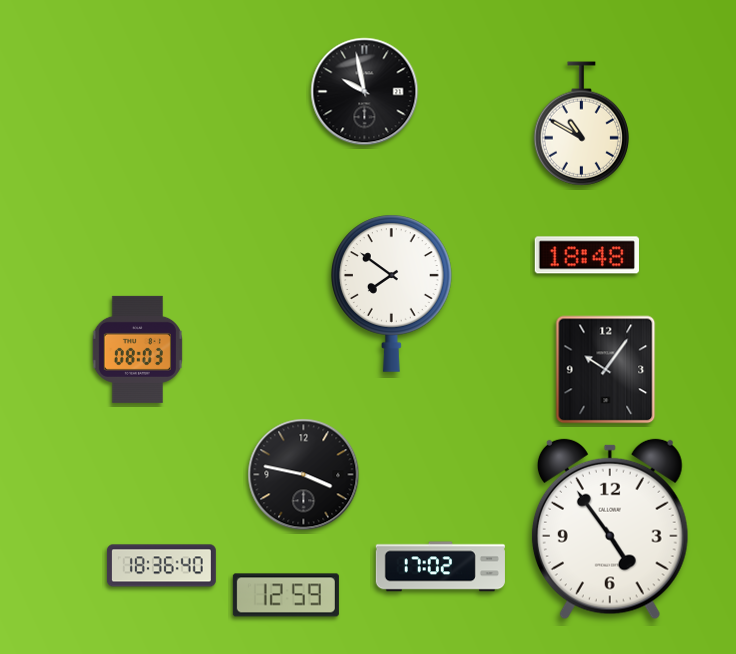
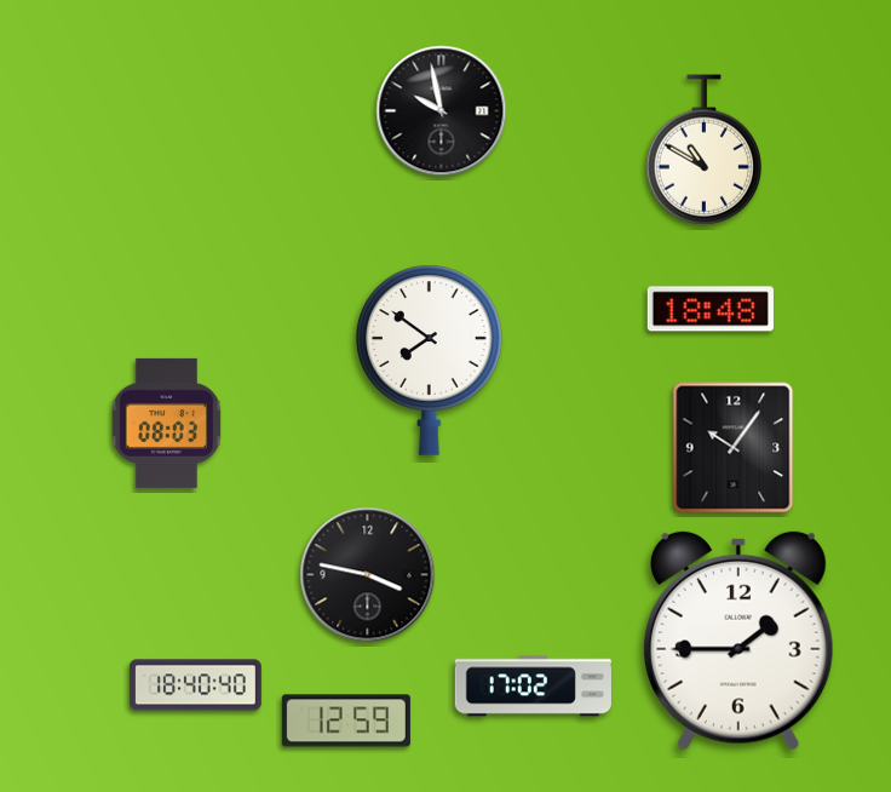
clock at (392, 293) position: (392, 293) -> (430, 360)
clock at (610, 529): 4:54 -> 1:45
clock at (162, 566): 18:36 -> 18:40
